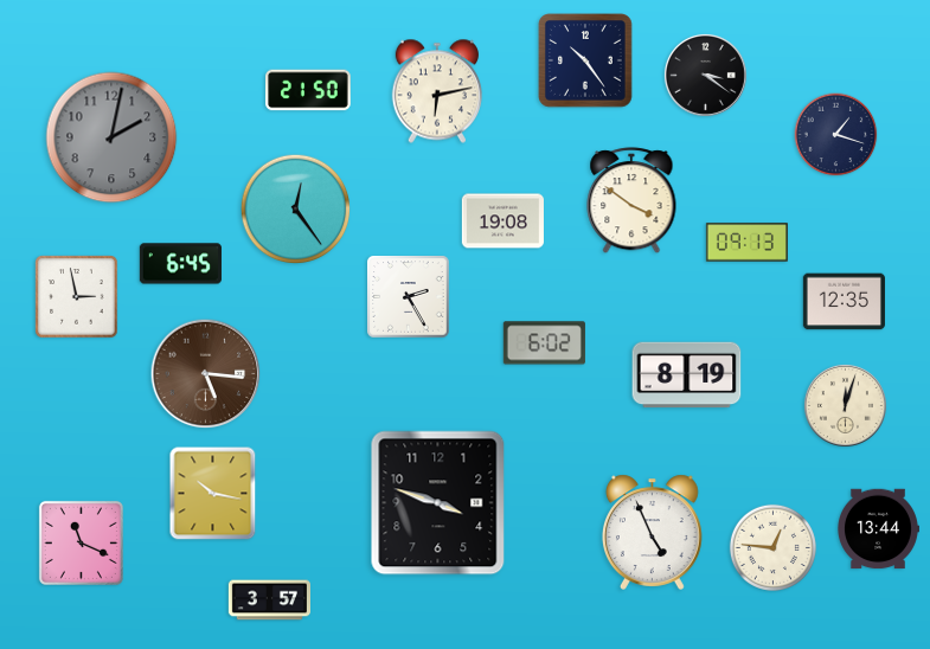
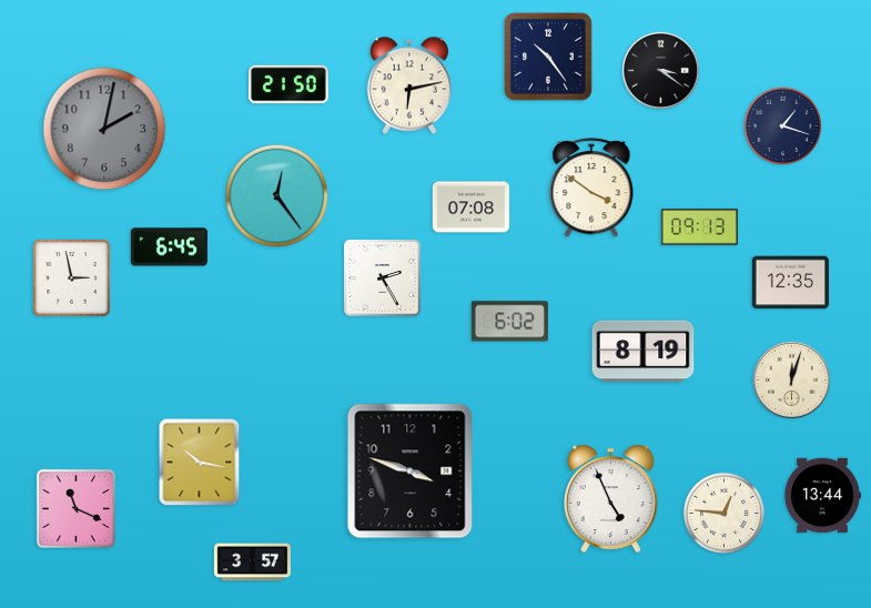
clock at (502, 221): 19:08 -> 07:08
clock at (206, 374): 5:16 -> none
